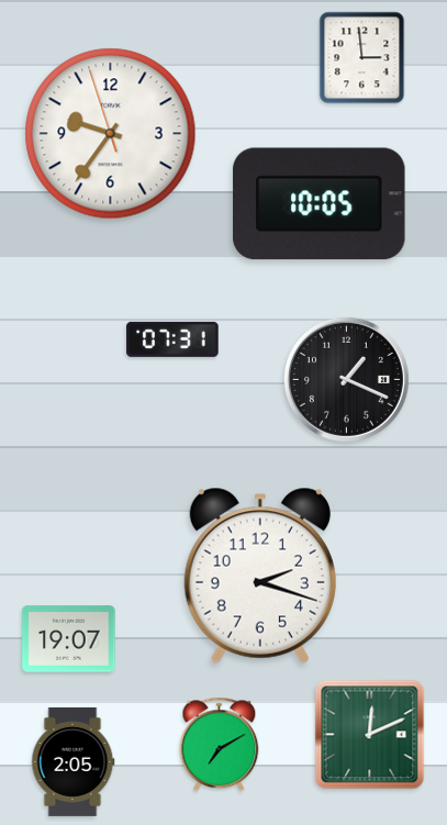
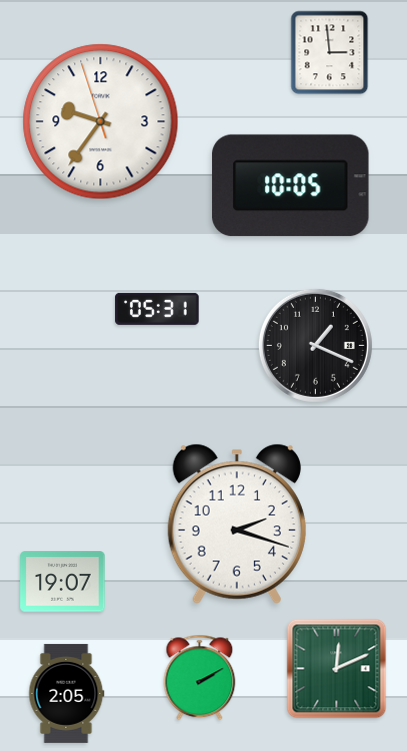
clock at (172, 339): 07:31 -> 05:31
clock at (220, 745): 7:10 -> 2:10
